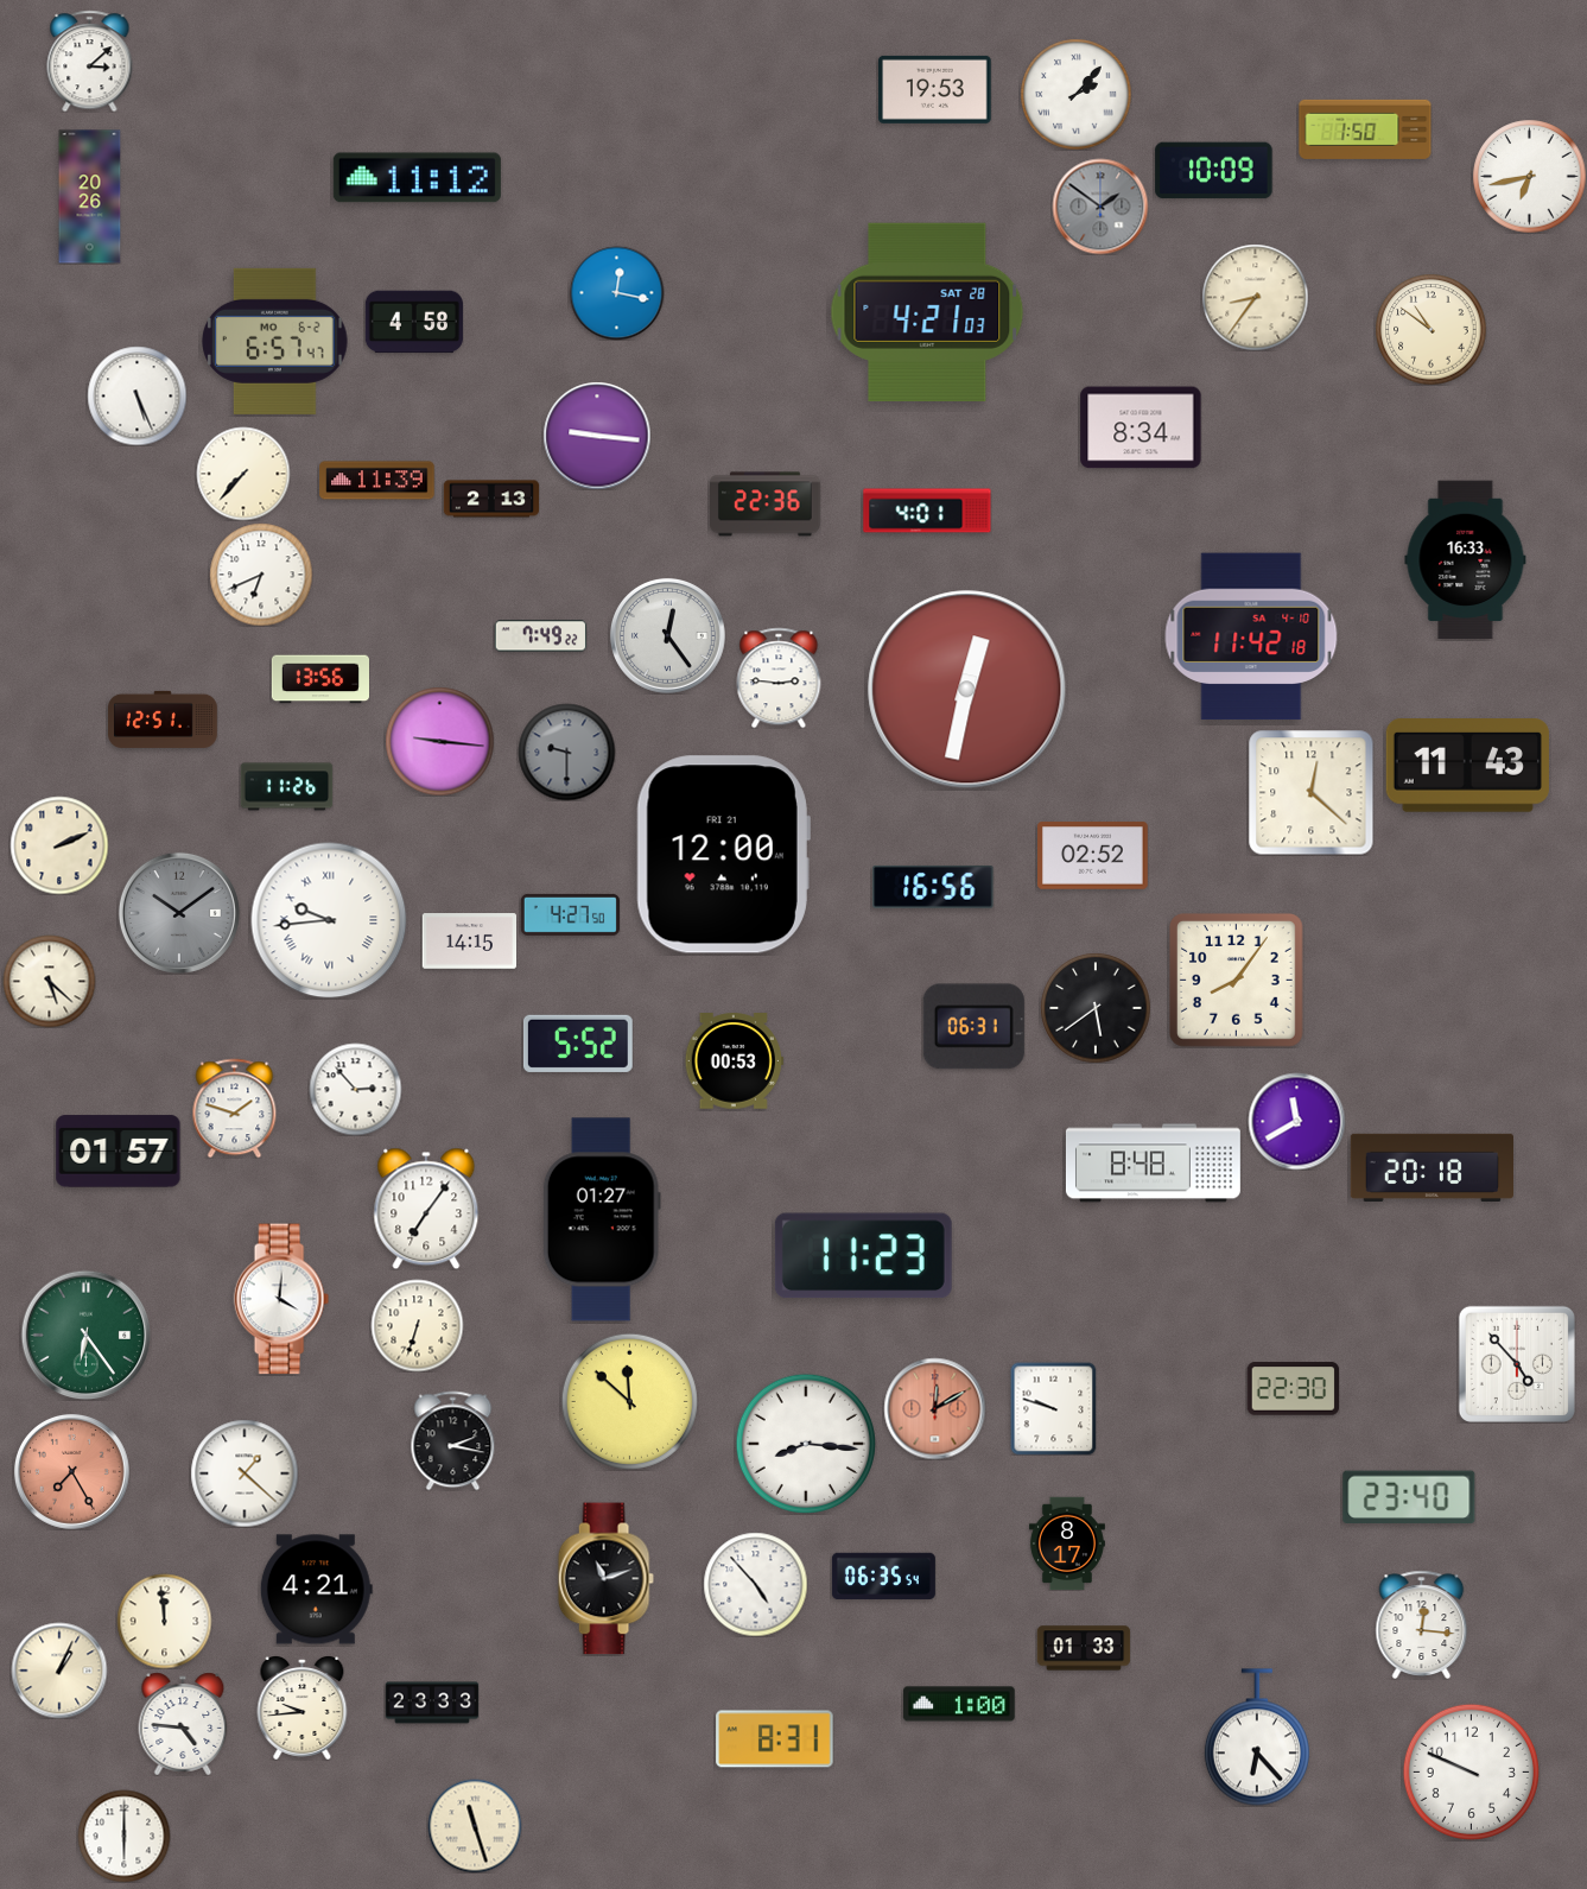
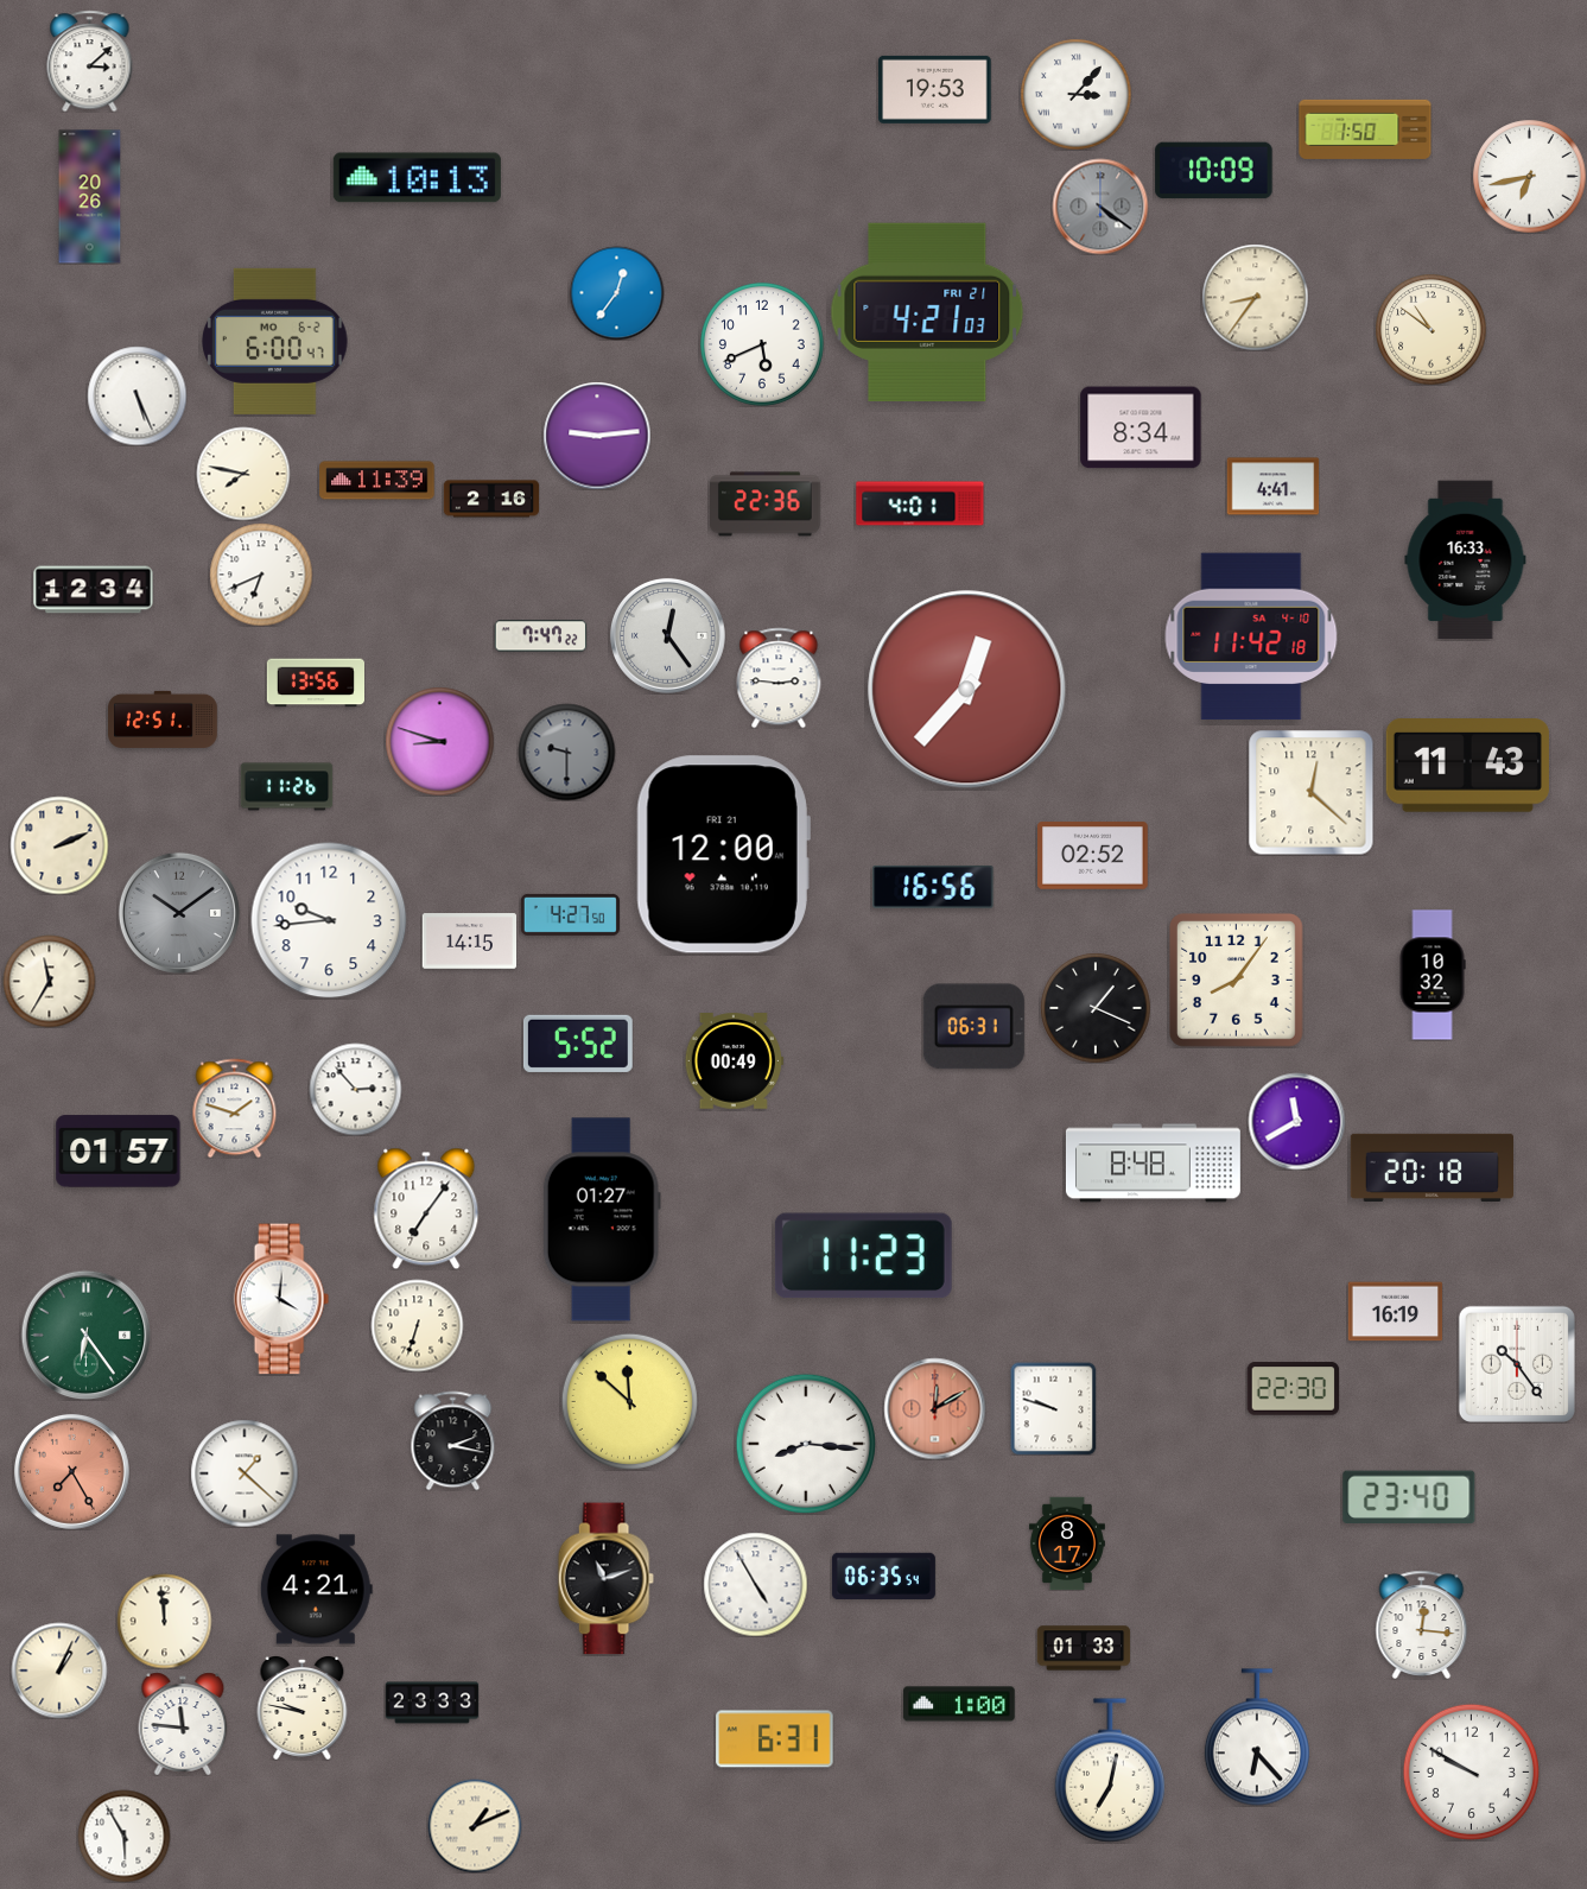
clock at (1075, 94): 2:07 -> 3:07
clock at (417, 178): 11:12 -> 10:13
clock at (1100, 207): 1:51 -> 4:21
clock at (616, 292): 12:17 -> 12:36
clock at (927, 312) date: SAT 28 -> FRI 21
clock at (414, 322): 4:58 -> none
clock at (275, 341): 6:57 -> 6:00
clock at (762, 344): none -> 5:41
clock at (597, 436): 9:16 -> 9:14
clock at (243, 474): 7:37 -> 7:47
clock at (1272, 487): none -> 4:41
clock at (491, 499): 2:13 -> 2:16
clock at (927, 511) position: (927, 511) -> (920, 503)
clock at (94, 590): none -> 12:34
clock at (540, 636): 7:49 -> 7:47
clock at (319, 679) position: (319, 679) -> (315, 683)
clock at (967, 690): 12:32 -> 12:37
clock at (439, 741): 9:16 -> 8:48
clock at (329, 920) numerals: Roman -> Arabic
clock at (1433, 975): none -> 10:32
clock at (49, 981): 5:22 -> 11:35
clock at (1096, 1008): 5:39 -> 1:19
clock at (734, 1061): 00:53 -> 00:49
clock at (1395, 1312): none -> 16:19
clock at (1517, 1364): 4:53 -> 10:24
clock at (755, 1584): 4:53 -> 4:55
clock at (303, 1709): 9:44 -> 9:47
clock at (183, 1724): 4:46 -> 11:46
clock at (775, 1739): 8:31 -> 6:31
clock at (1109, 1770): none -> 7:02
clock at (1471, 1771): 9:49 -> 9:50
clock at (475, 1826): 11:27 -> 1:11
clock at (123, 1836): 6:00 -> 5:55
